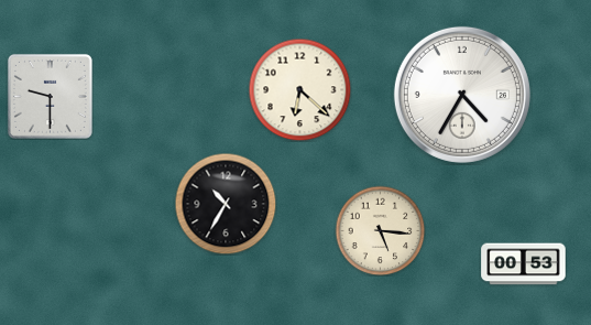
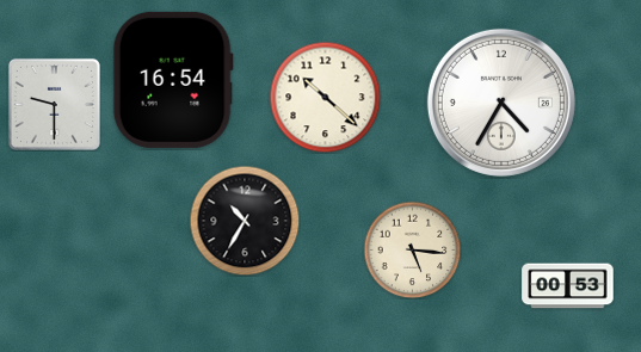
clock at (173, 80): none -> 16:54
clock at (299, 89): 6:22 -> 10:22
